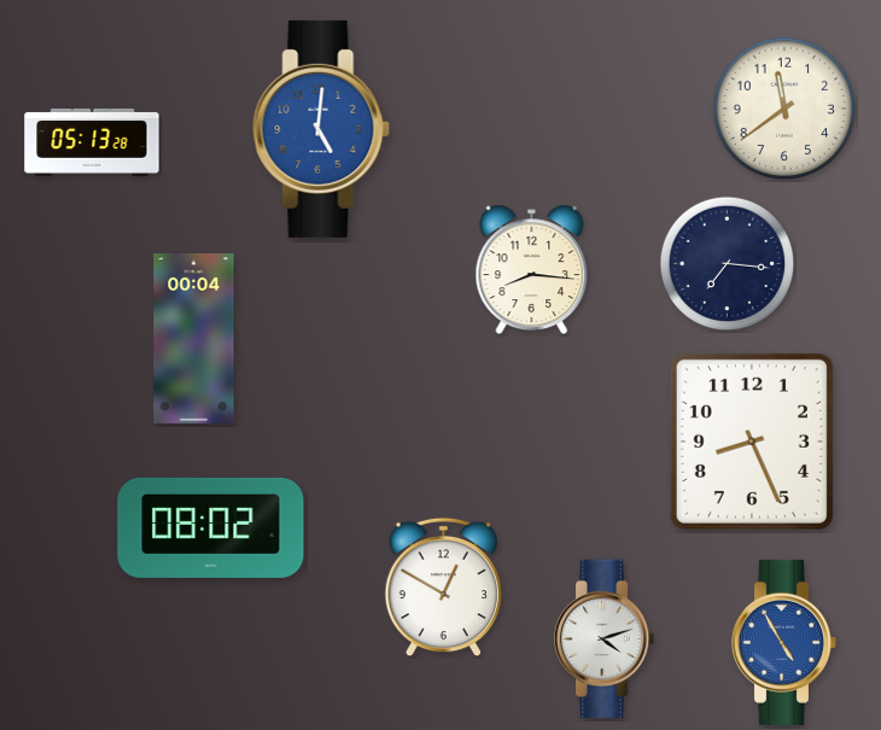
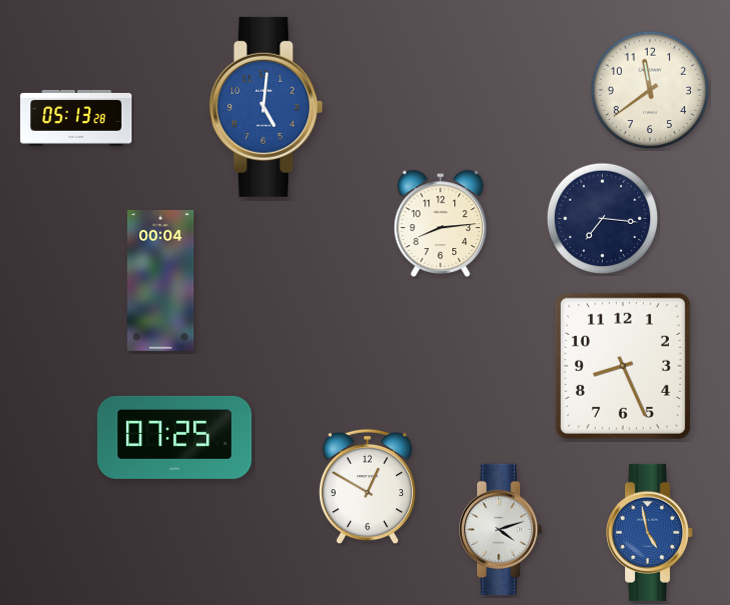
clock at (532, 269): 8:16 -> 8:14
clock at (211, 527): 08:02 -> 07:25
clock at (783, 642): 4:55 -> 4:58
